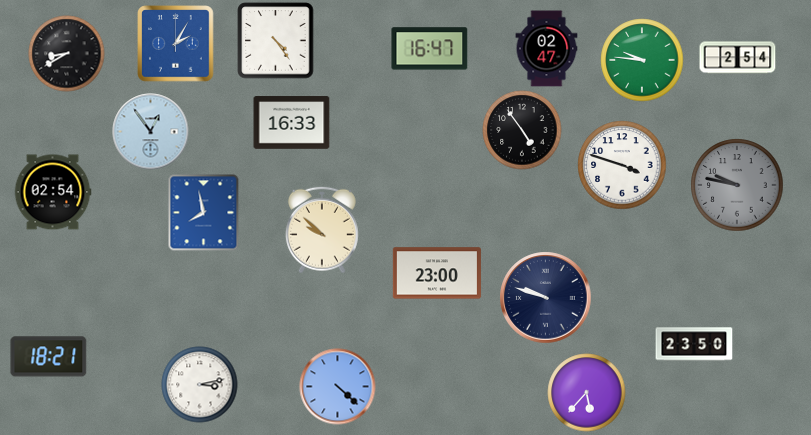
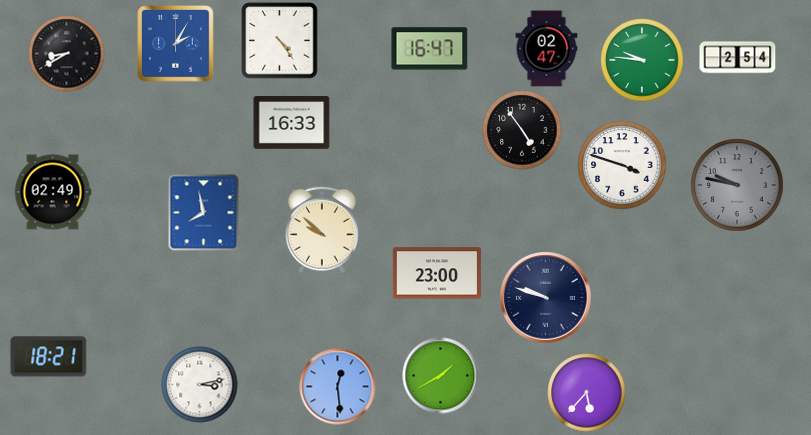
clock at (276, 41) position: (276, 41) -> (280, 41)
clock at (151, 132): 12:54 -> none
clock at (53, 192): 02:54 -> 02:49
clock at (694, 344): 23:50 -> none
clock at (441, 376): none -> 1:40
clock at (338, 387): 4:22 -> 12:29
